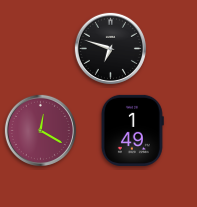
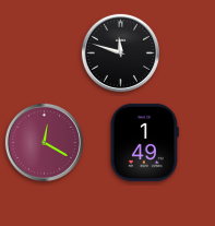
clock at (110, 48): 6:48 -> 11:48
